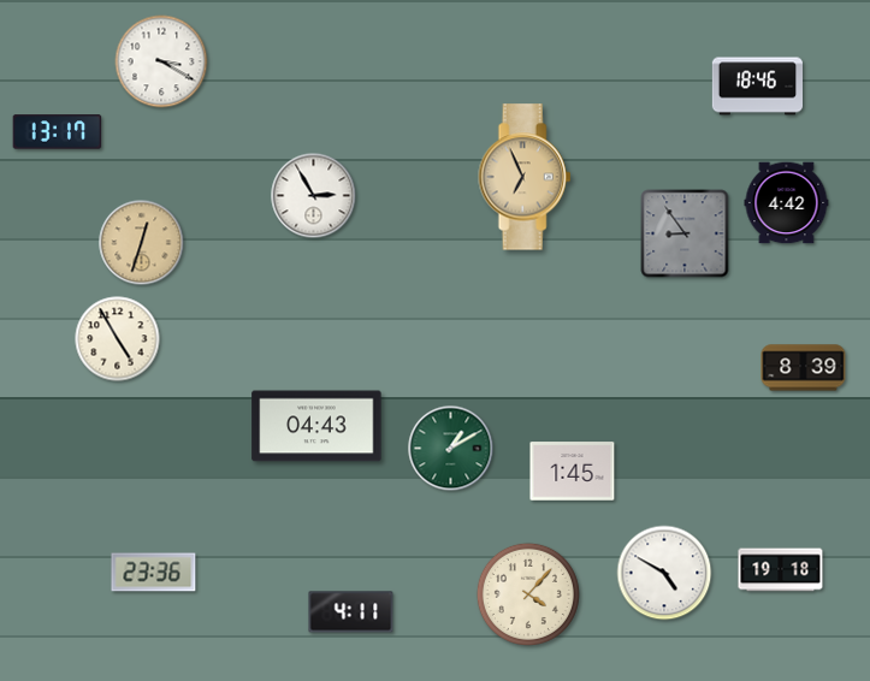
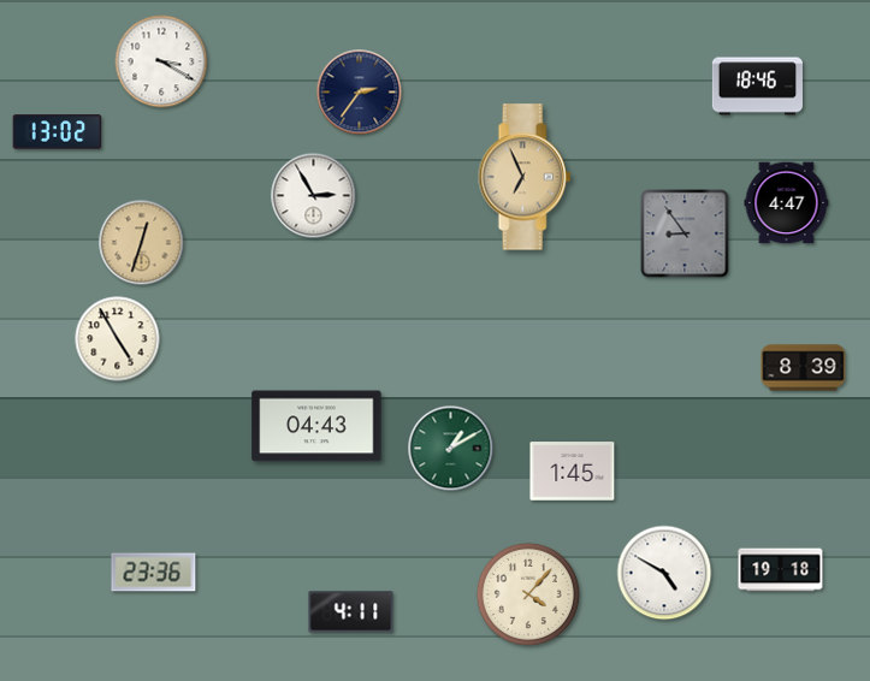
clock at (360, 93): none -> 2:36
clock at (58, 132): 13:17 -> 13:02
clock at (787, 203): 4:42 -> 4:47
